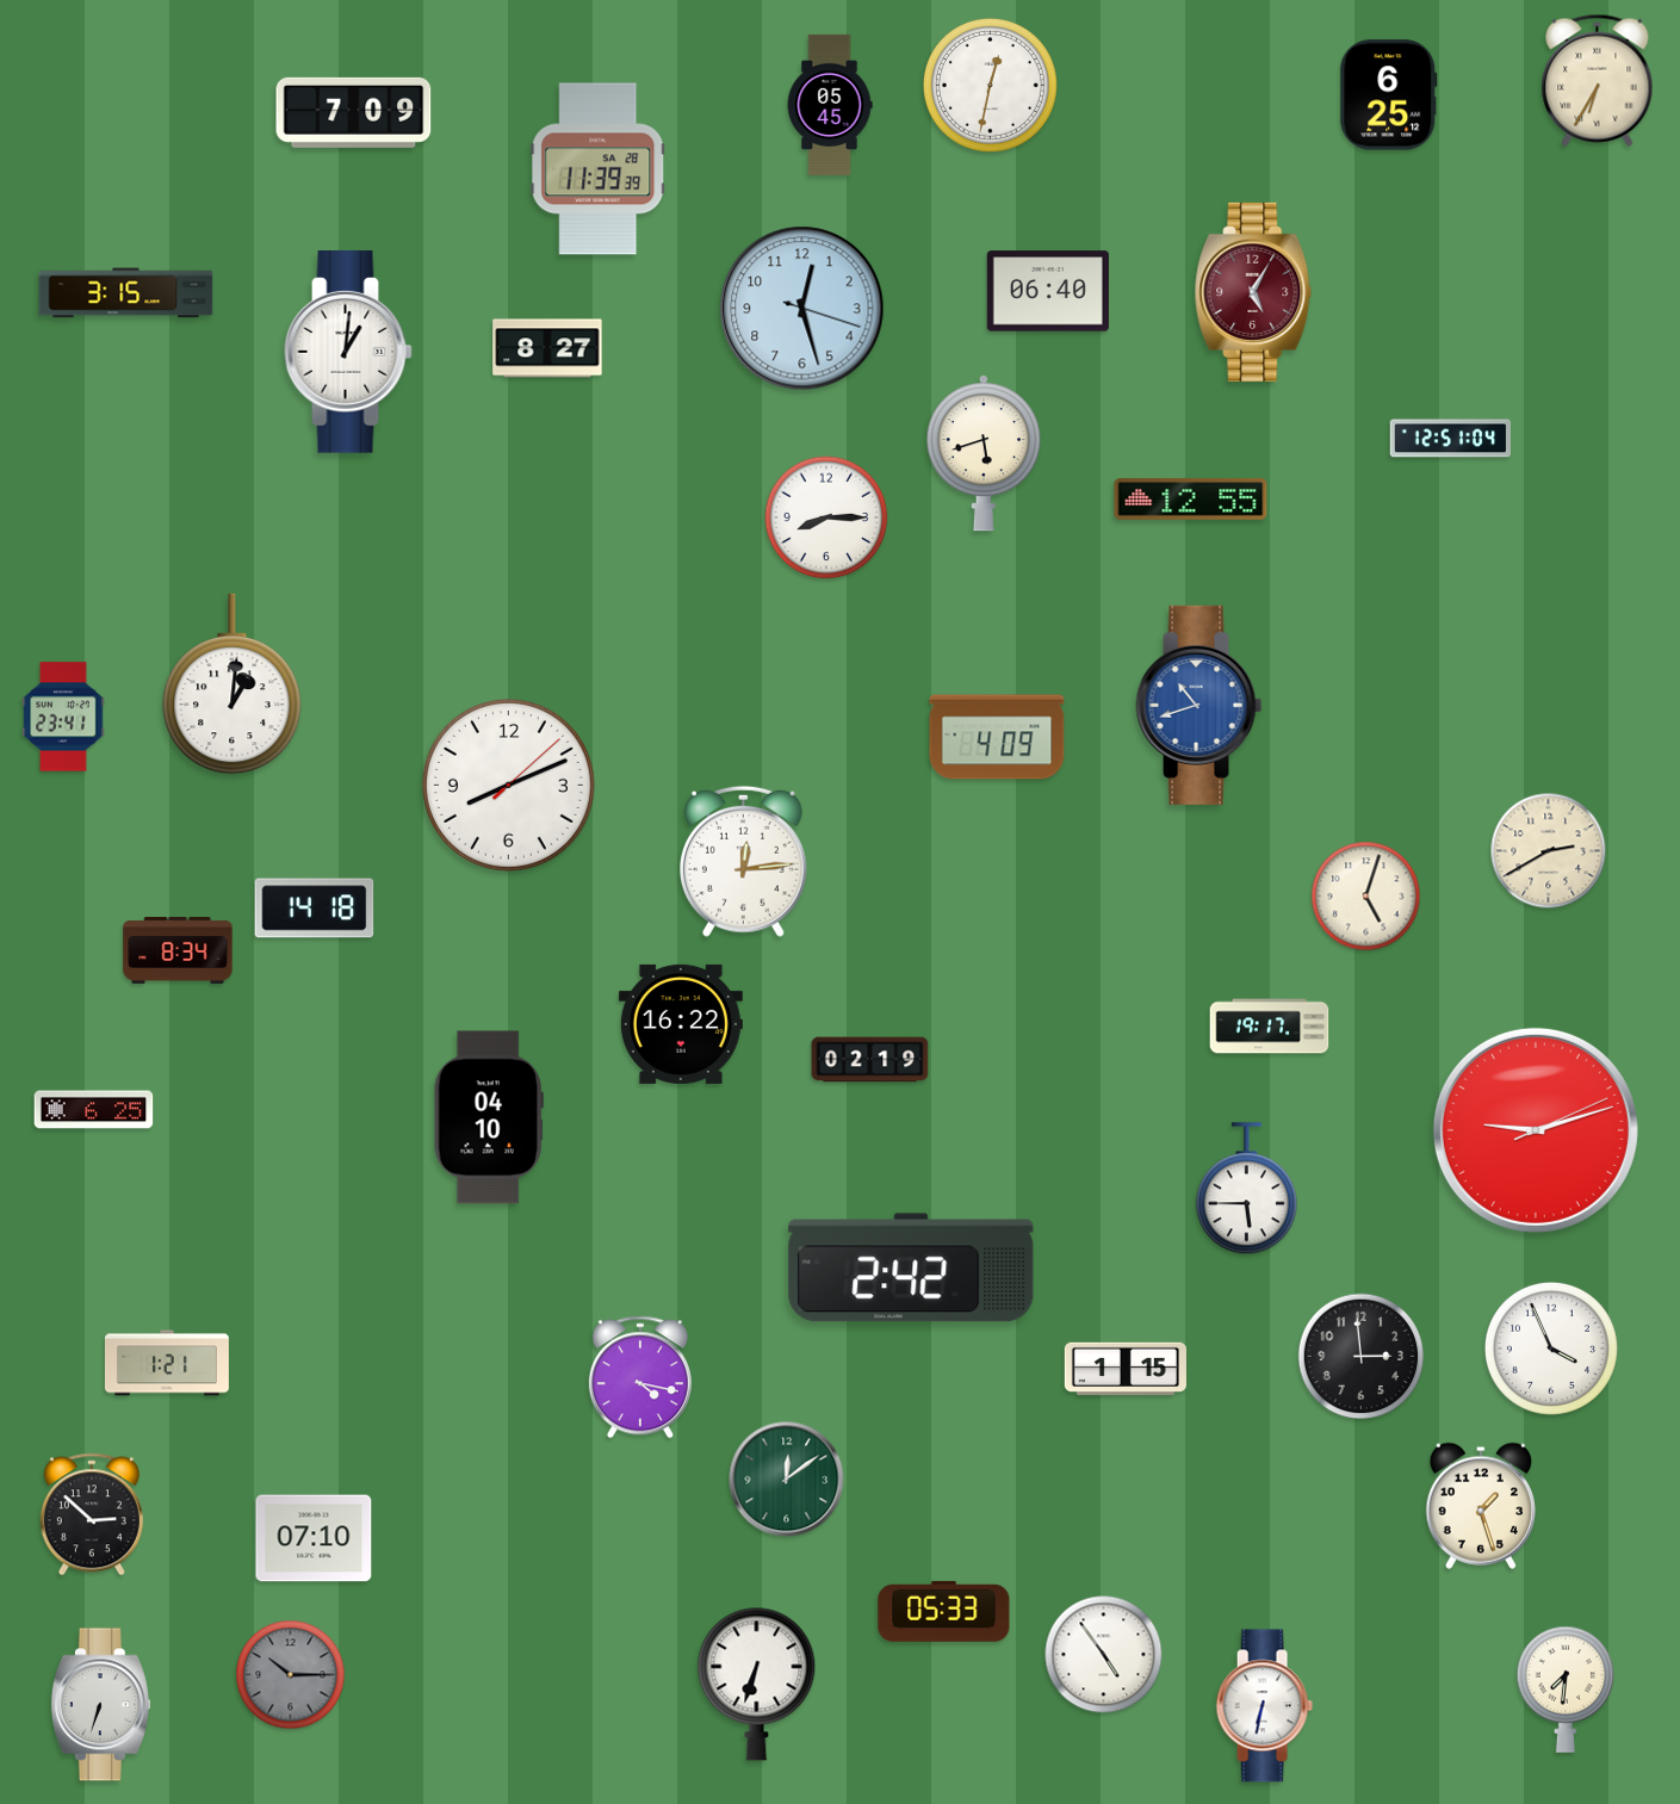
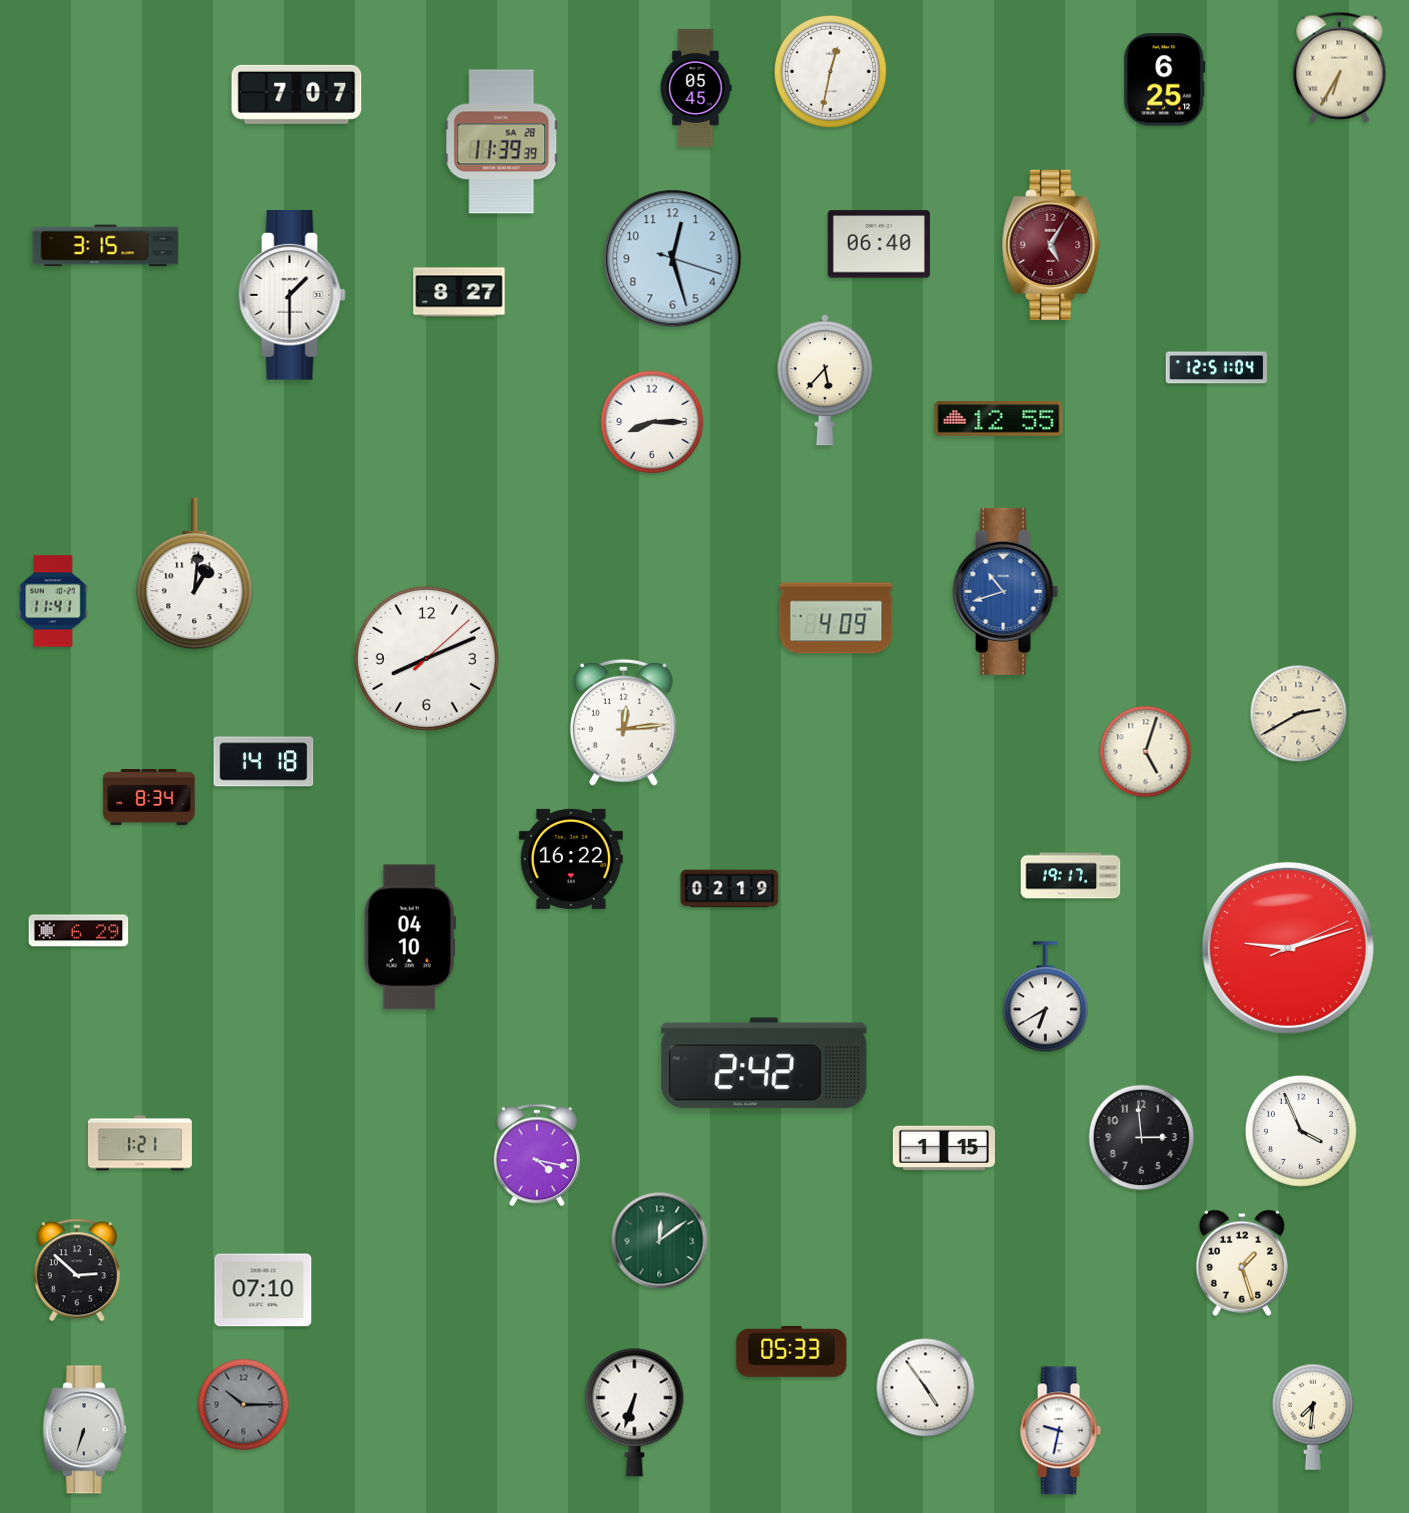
clock at (354, 112): 7:09 -> 7:07
clock at (348, 353): 1:01 -> 1:30
clock at (984, 453): 5:42 -> 5:37
clock at (826, 517) position: (826, 517) -> (652, 422)
clock at (63, 717): 23:41 -> 11:41
clock at (1270, 1027) position: (1270, 1027) -> (1071, 876)
clock at (94, 1110): 6:25 -> 6:29
clock at (1246, 1189): 5:45 -> 6:40
clock at (1264, 1706): 6:32 -> 9:32
